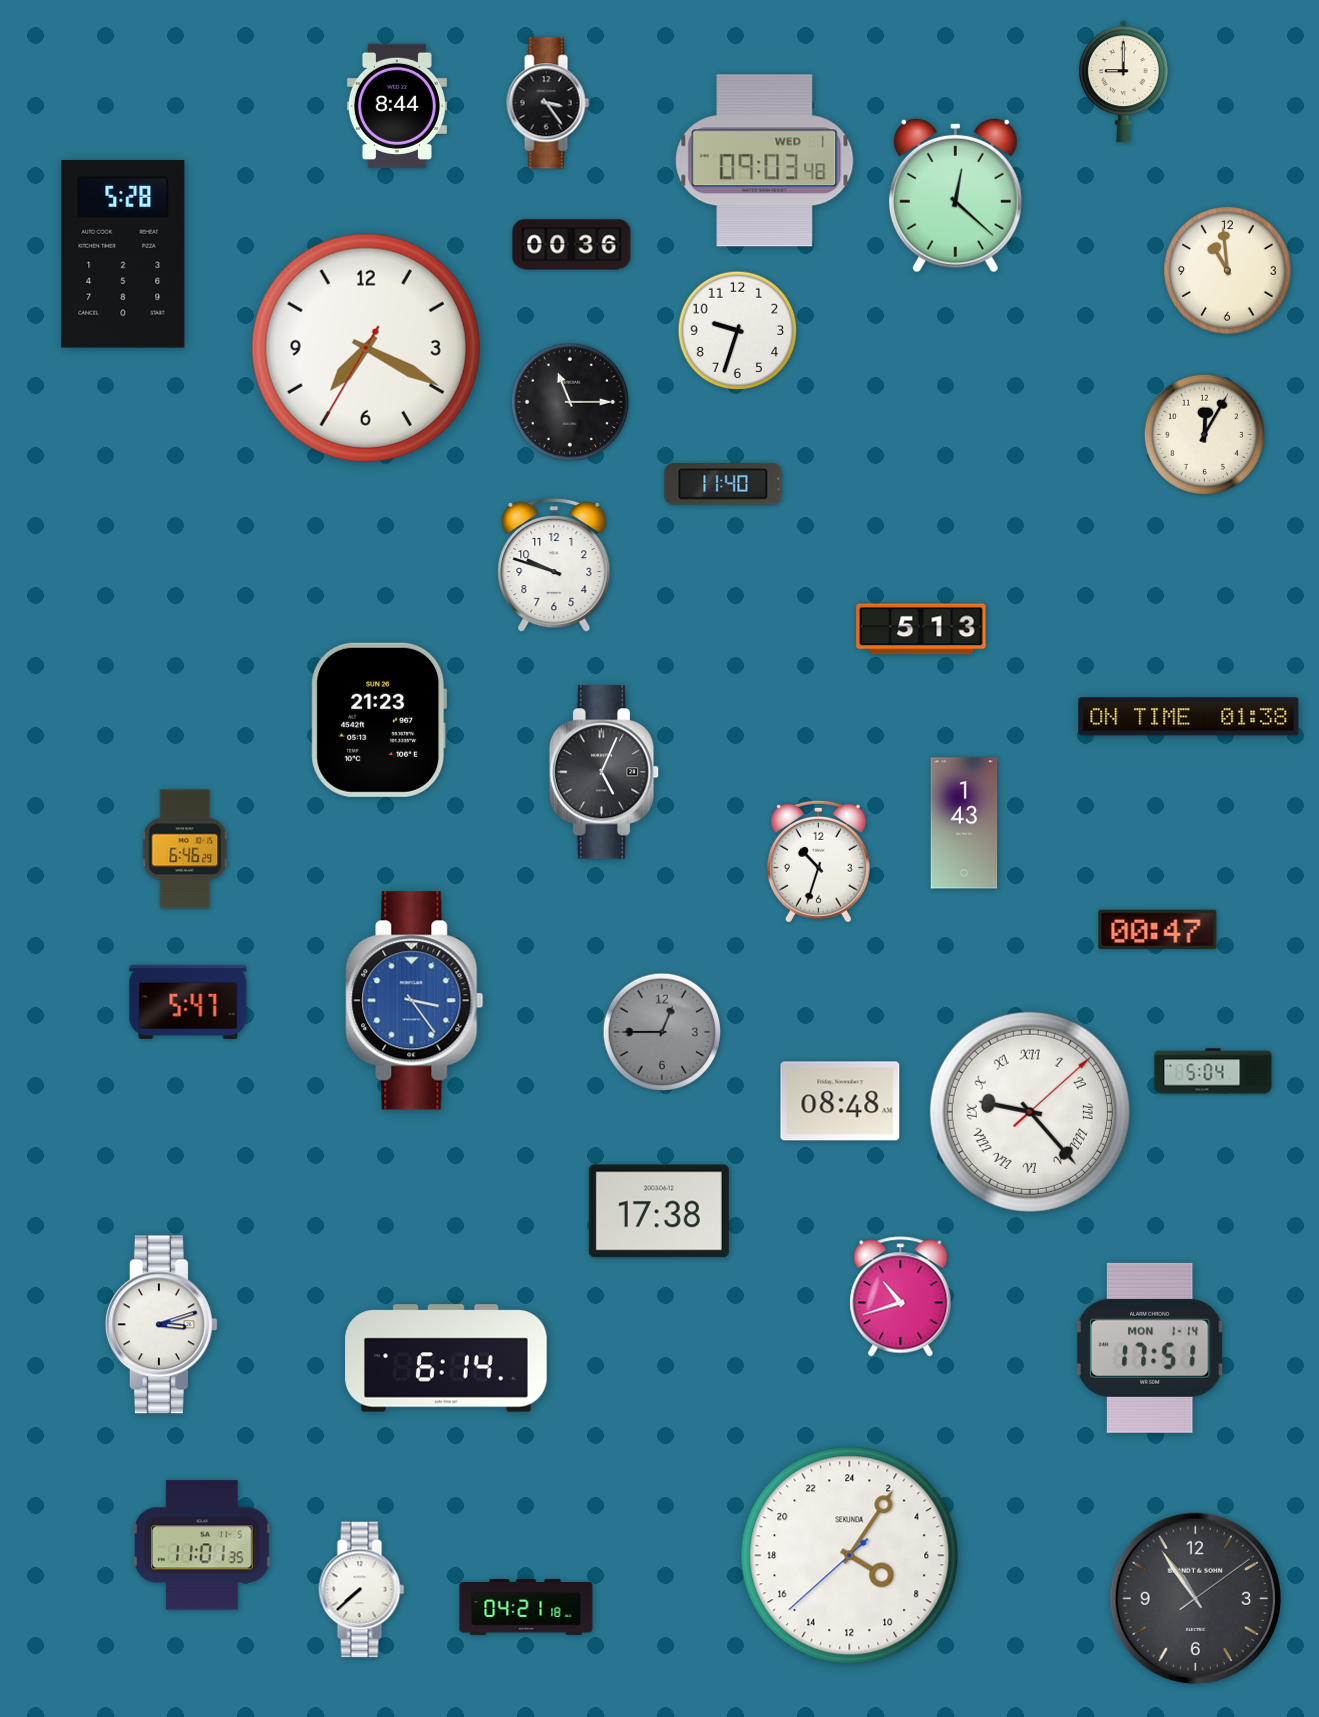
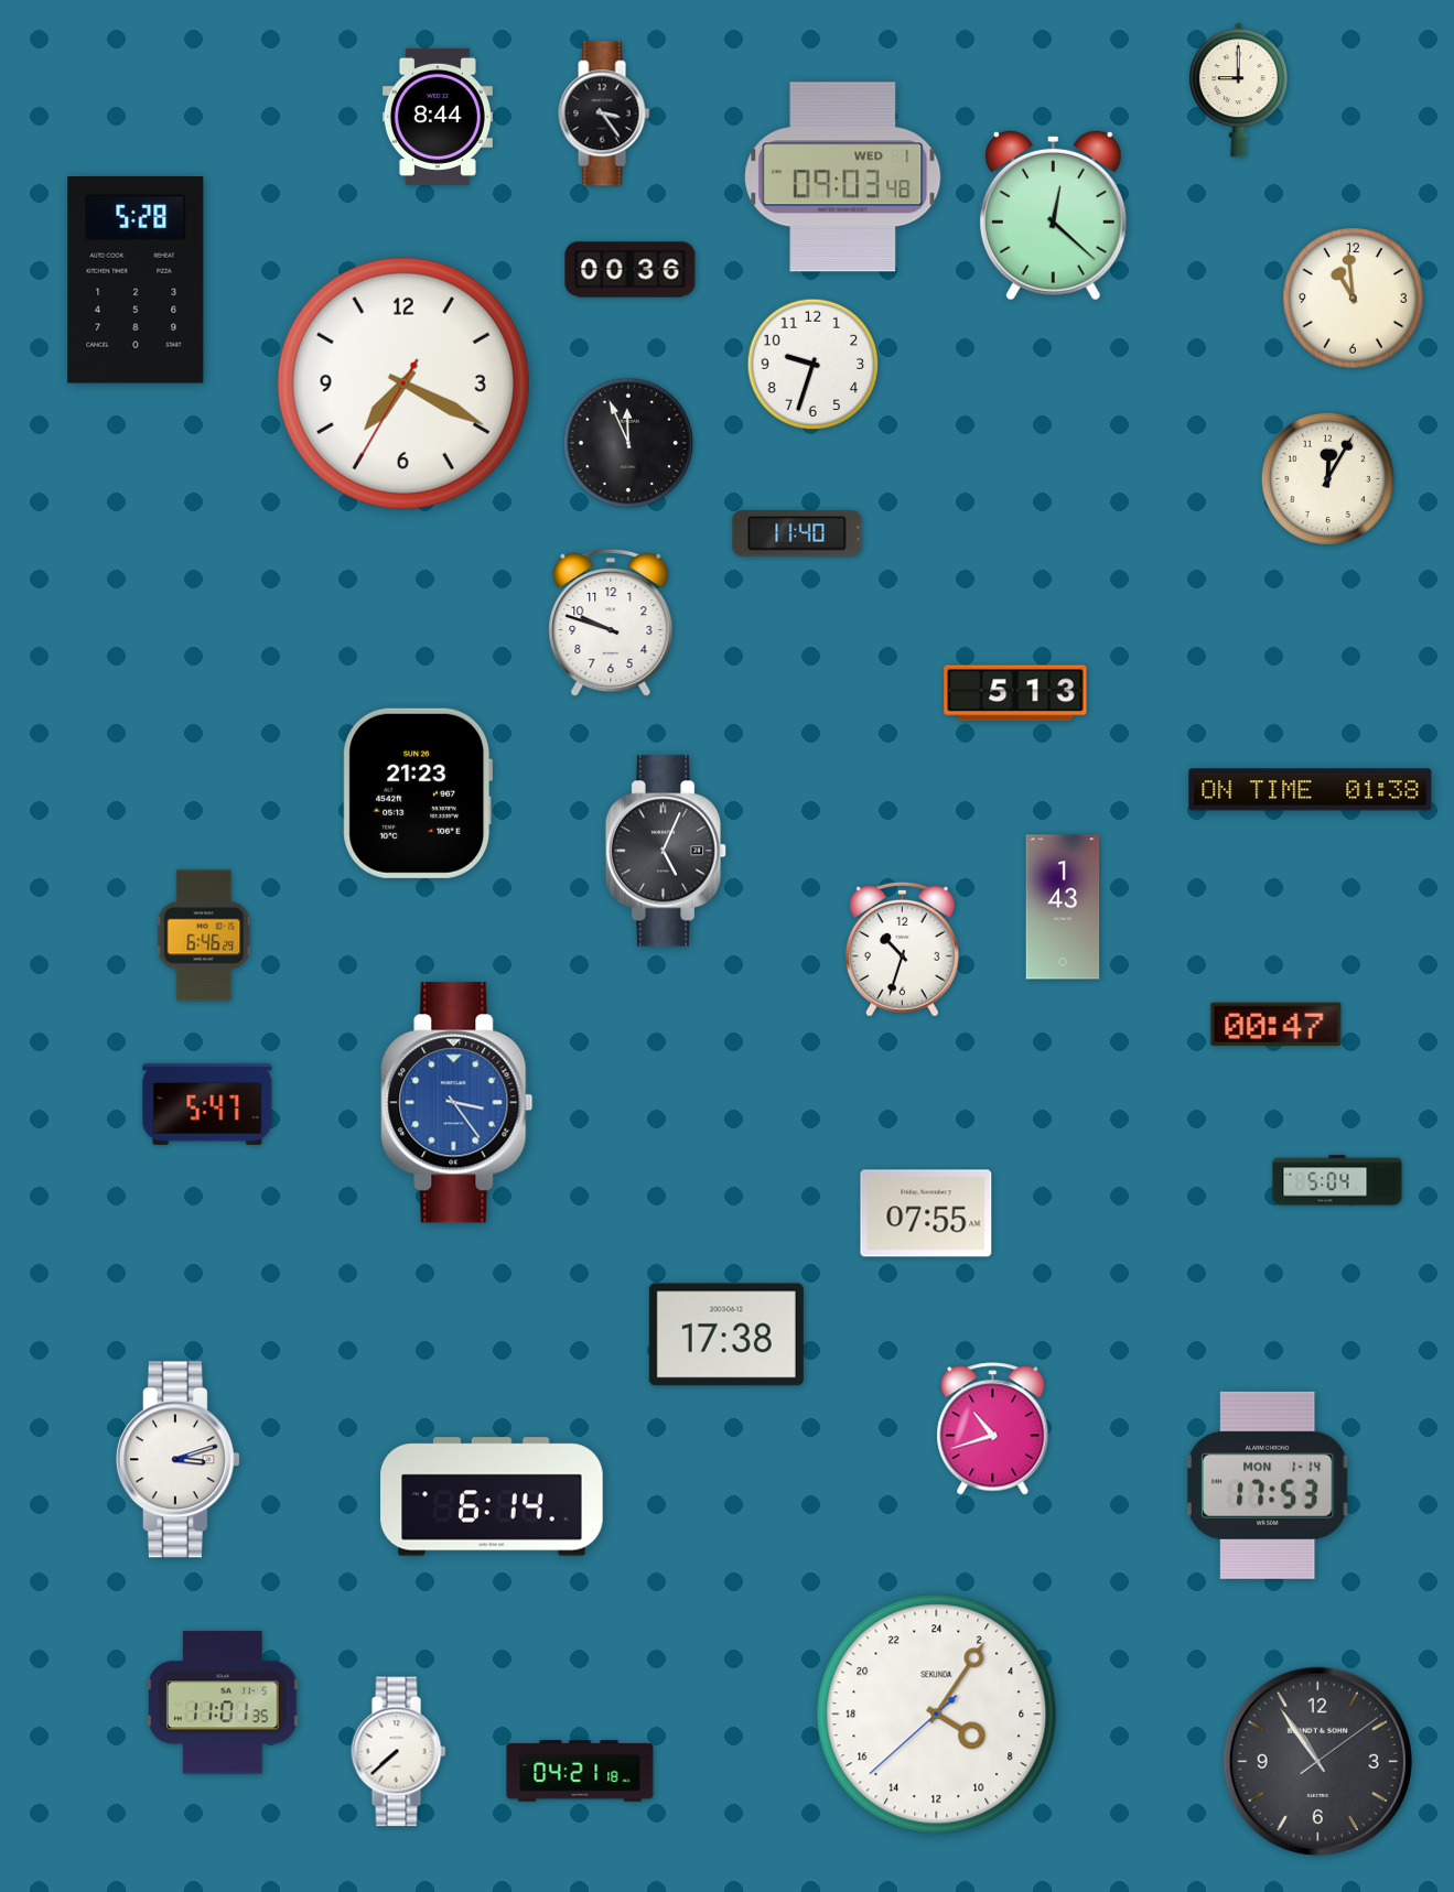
clock at (570, 402): 11:15 -> 11:56
clock at (662, 1032): 12:45 -> none
clock at (840, 1101): 08:48 -> 07:55
clock at (1030, 1112): 9:23 -> none
clock at (1150, 1348): 17:51 -> 17:53
